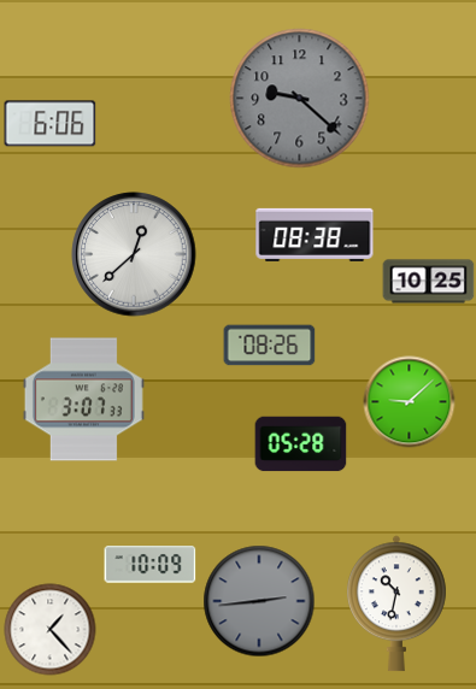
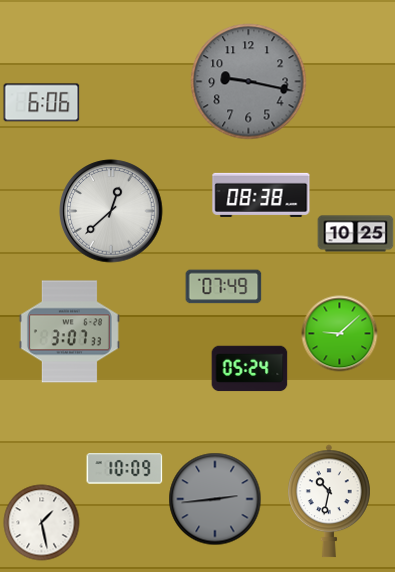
clock at (300, 99): 9:22 -> 9:17
clock at (270, 346): 08:26 -> 07:49
clock at (301, 444): 05:28 -> 05:24
clock at (51, 630): 1:23 -> 1:28
